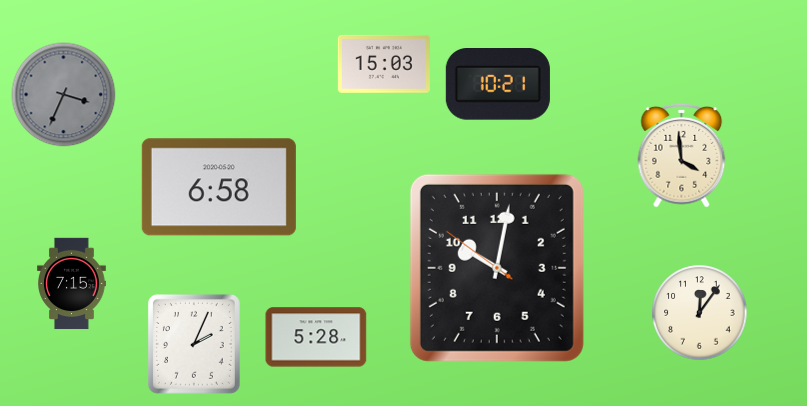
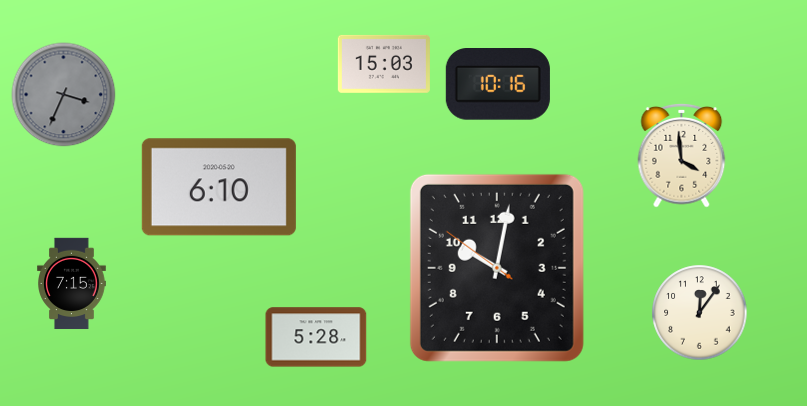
clock at (498, 84): 10:21 -> 10:16
clock at (219, 187): 6:58 -> 6:10
clock at (194, 344): 2:04 -> none
